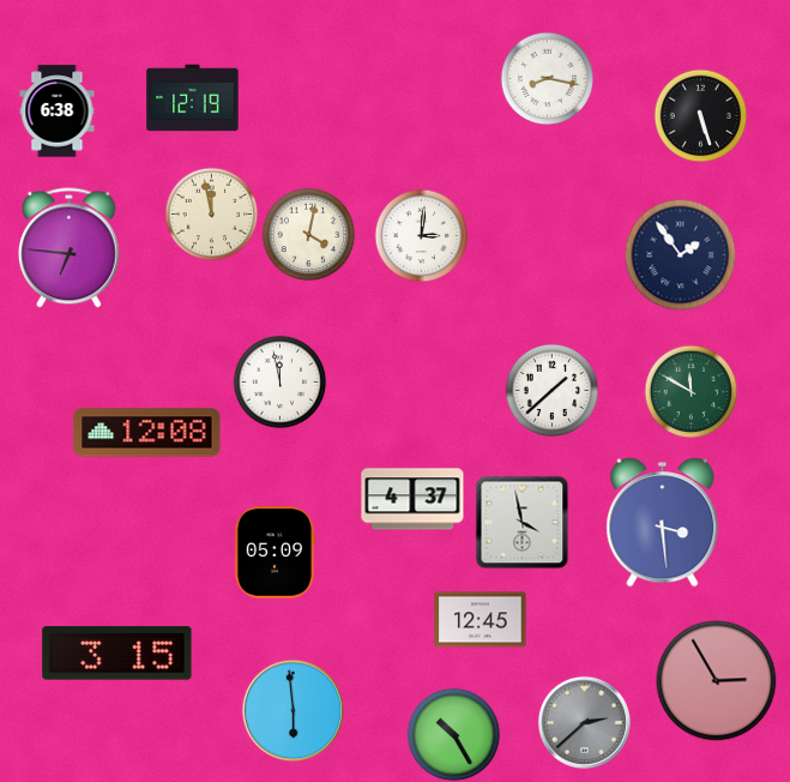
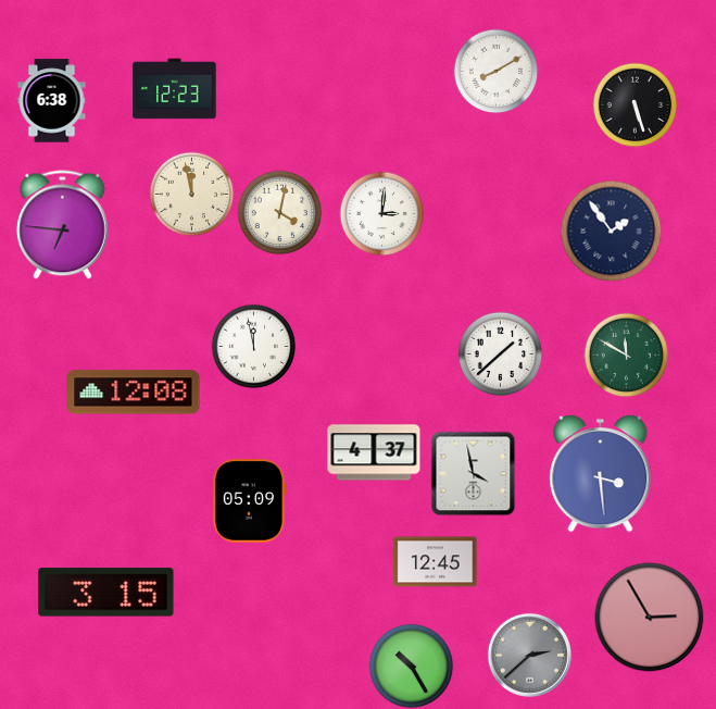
clock at (547, 78): 8:17 -> 8:10
clock at (193, 98): 12:19 -> 12:23
clock at (680, 254) position: (680, 254) -> (611, 231)
clock at (293, 710): 5:59 -> none
